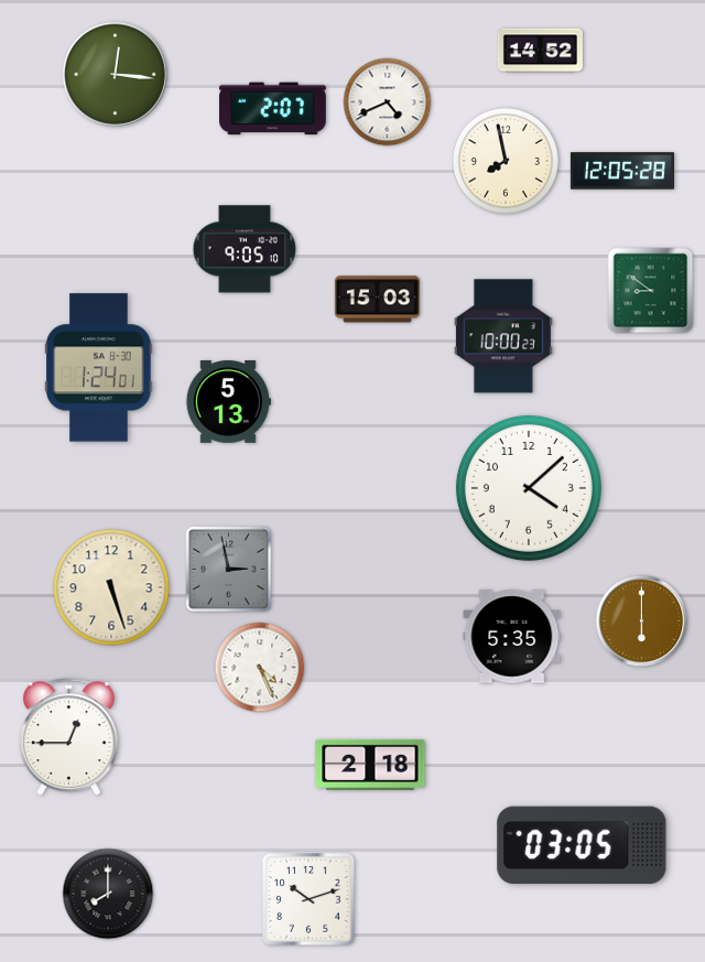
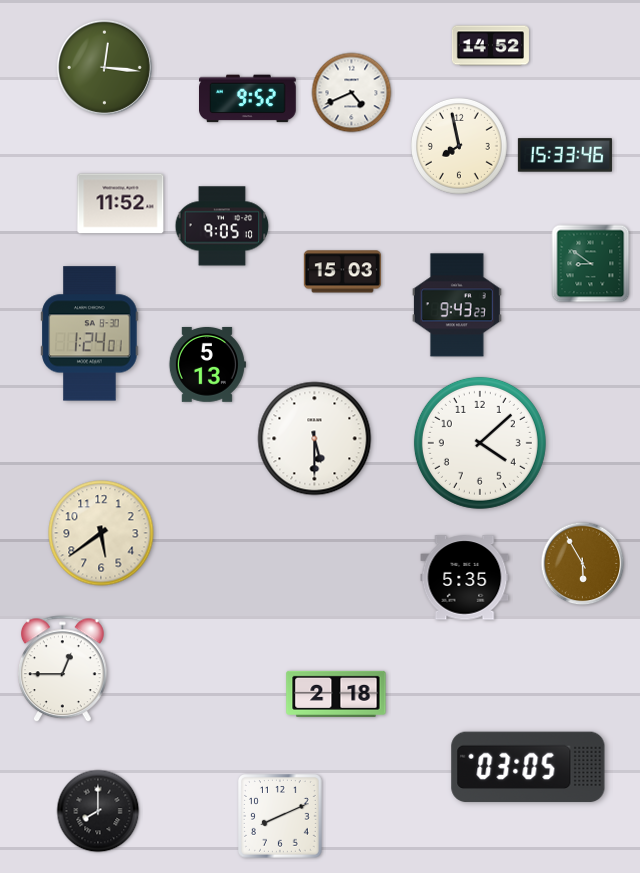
clock at (273, 109): 2:07 -> 9:52
clock at (622, 171): 12:05 -> 15:33
clock at (121, 204): none -> 11:52
clock at (503, 336): 10:00 -> 9:43
clock at (315, 439): none -> 5:30
clock at (228, 569): 2:58 -> none
clock at (111, 587): 5:27 -> 5:39
clock at (642, 621): 6:00 -> 5:55
clock at (260, 668): 4:26 -> none
clock at (310, 900): 10:12 -> 8:11
